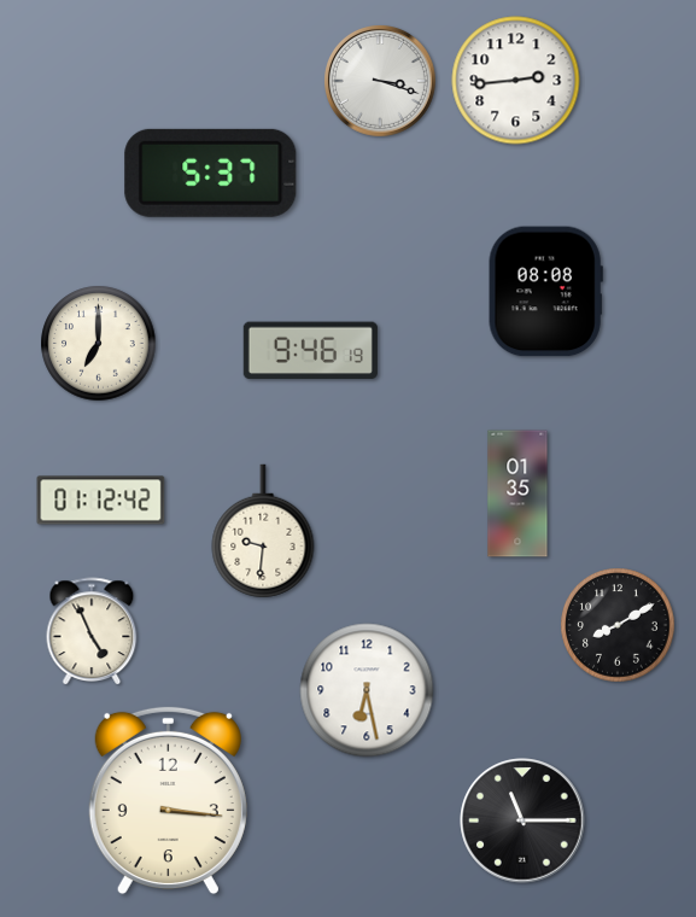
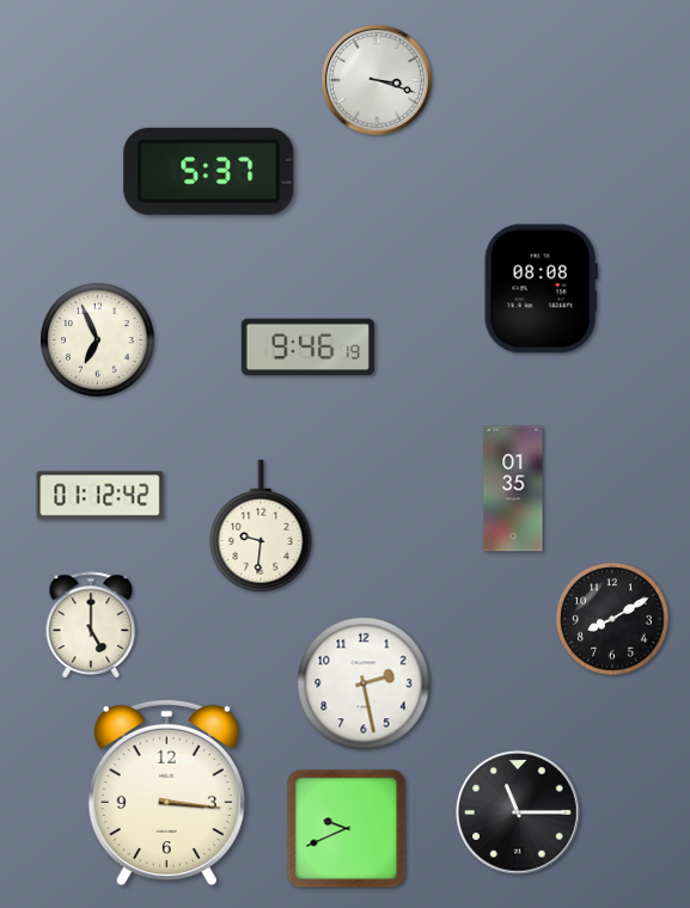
clock at (516, 81): 2:44 -> none
clock at (99, 344): 7:00 -> 6:56
clock at (92, 631): 4:56 -> 5:00
clock at (367, 690): 6:28 -> 2:28
clock at (347, 829): none -> 9:41
